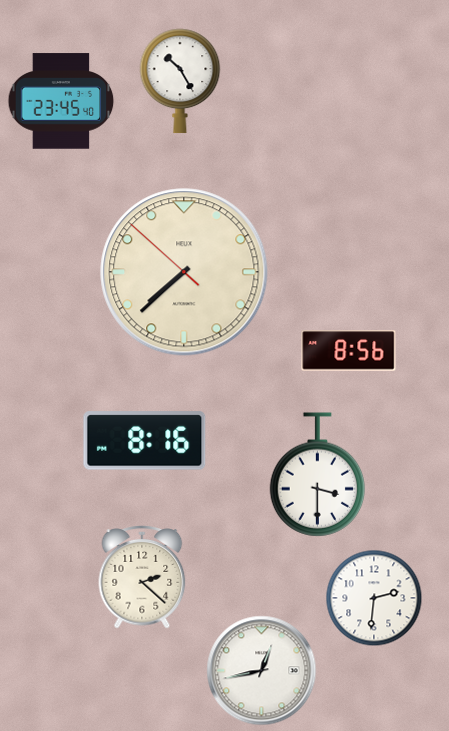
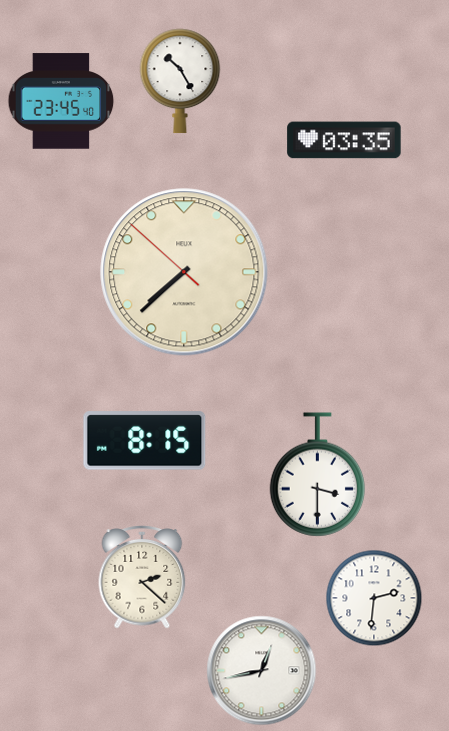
clock at (344, 140): none -> 03:35
clock at (349, 351): 8:56 -> none
clock at (145, 441): 8:16 -> 8:15
